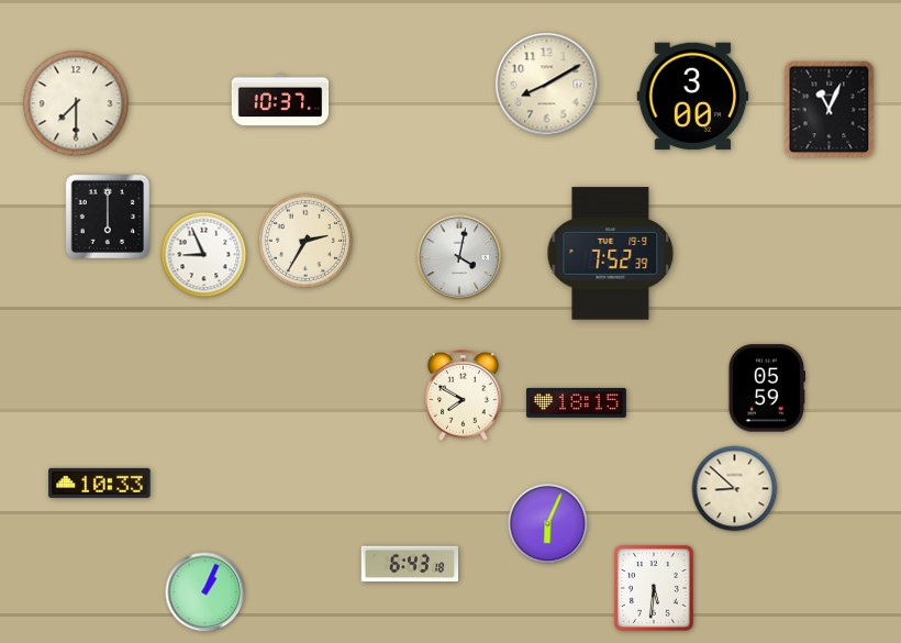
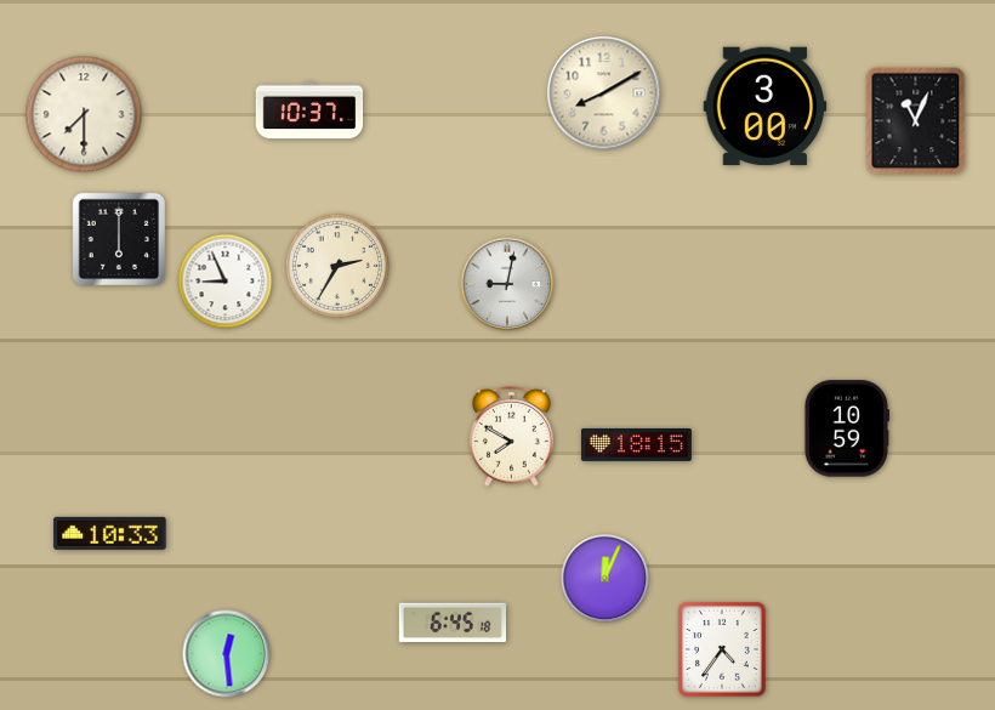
clock at (611, 254): 7:52 -> none
clock at (459, 257): 4:02 -> 9:02
clock at (766, 388): 05:59 -> 10:59
clock at (735, 489): 8:52 -> none
clock at (548, 524): 6:04 -> 12:04
clock at (410, 564): 6:43 -> 6:45
clock at (655, 588): 5:31 -> 4:36
clock at (205, 592): 1:04 -> 12:29
